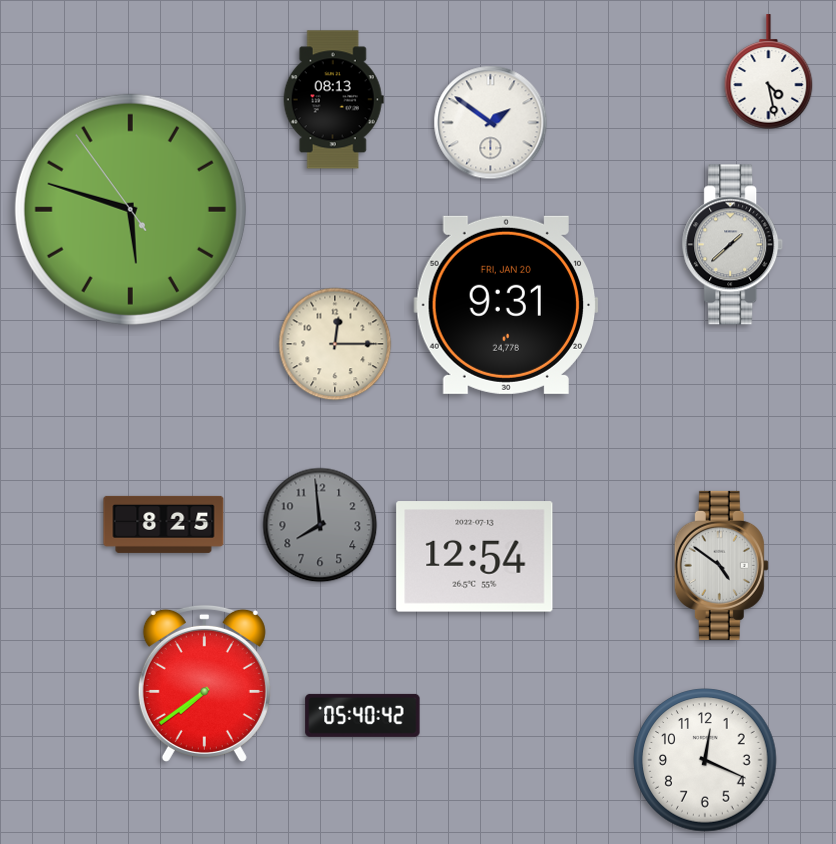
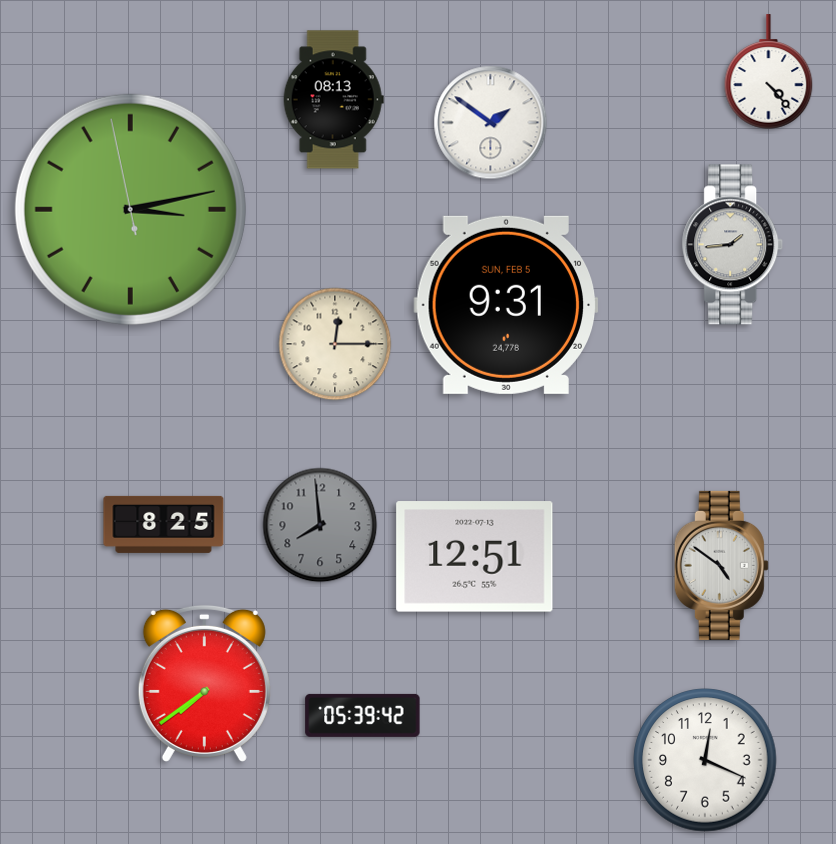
clock at (769, 72): 4:28 -> 4:23
clock at (130, 209): 5:47 -> 3:12
clock at (733, 245): 1:38 -> 1:44
clock at (506, 305) date: FRI, JAN 20 -> SUN, FEB 5
clock at (475, 557): 12:54 -> 12:51
clock at (363, 715): 05:40 -> 05:39
